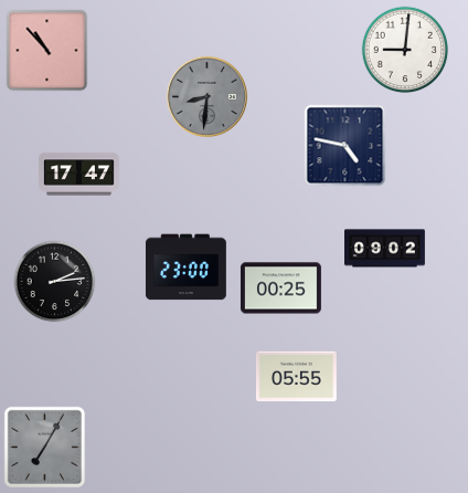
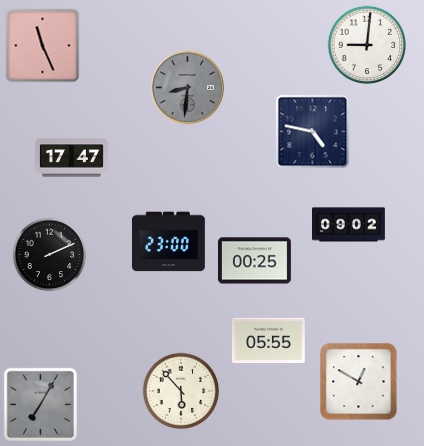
clock at (47, 51): 10:53 -> 11:26
clock at (55, 282): 2:14 -> 2:11
clock at (359, 382): none -> 12:50
clock at (181, 391): none -> 5:53
